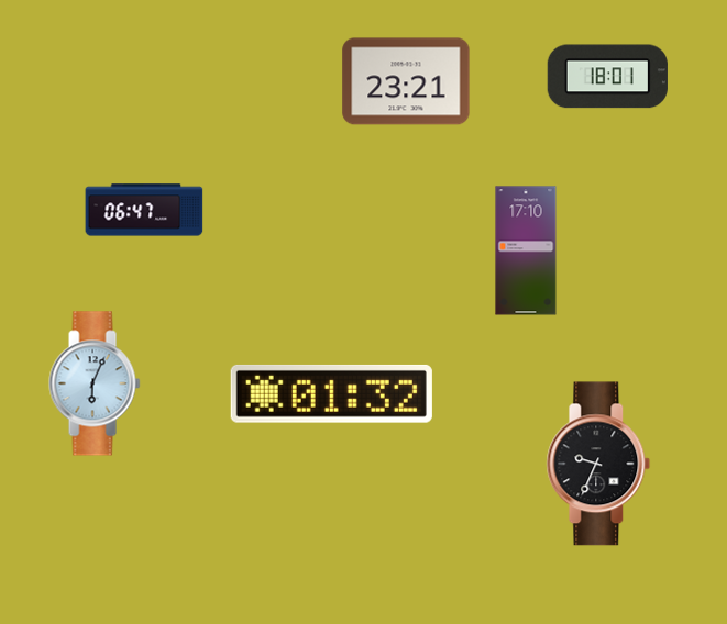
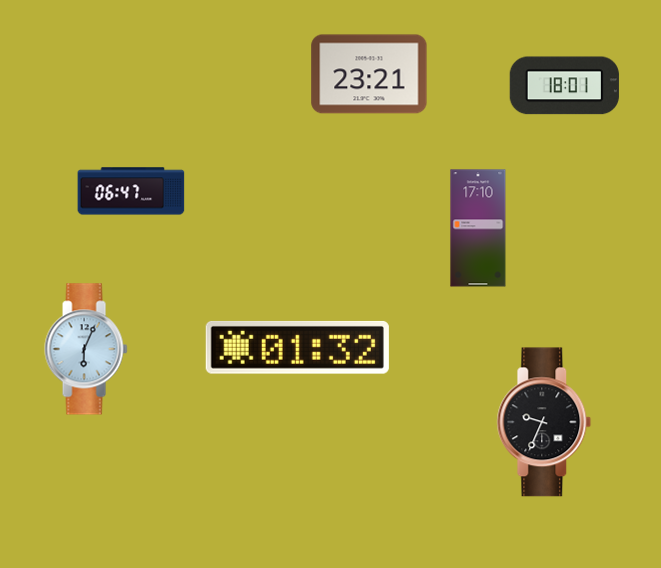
clock at (607, 77) position: (607, 77) -> (564, 86)
clock at (331, 393) position: (331, 393) -> (297, 347)
